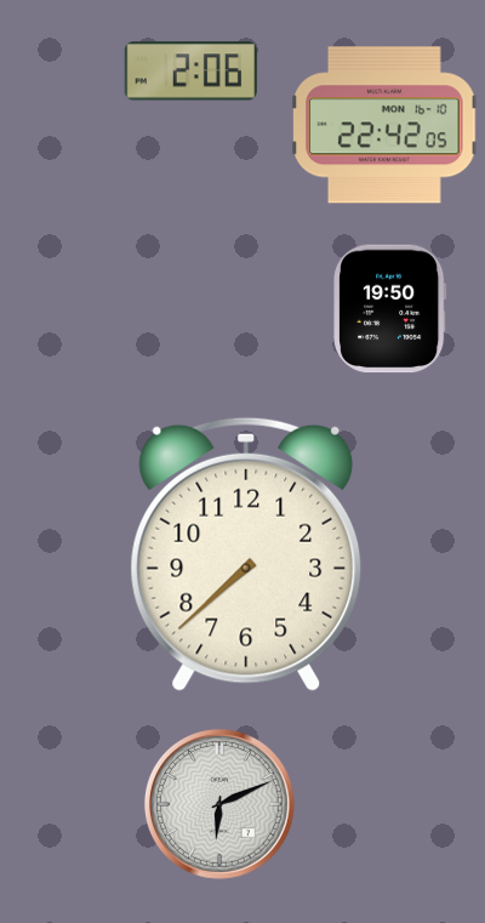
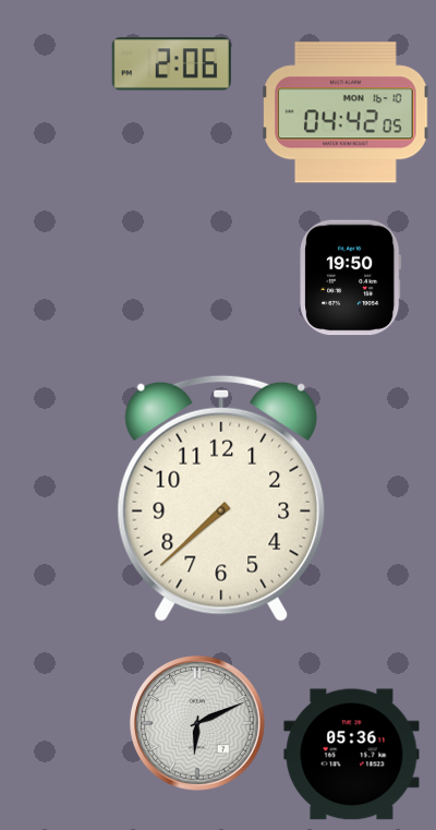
clock at (386, 125): 22:42 -> 04:42
clock at (352, 755): none -> 05:36
